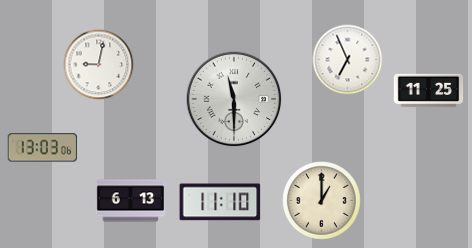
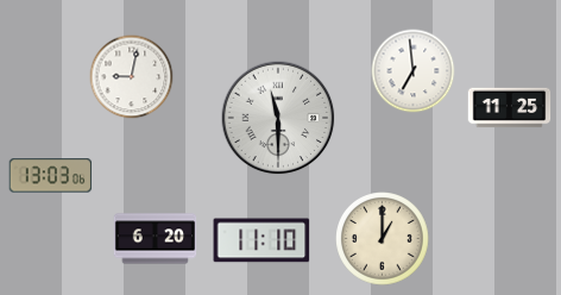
clock at (348, 60): 6:56 -> 6:59
clock at (99, 65) position: (99, 65) -> (132, 77)
clock at (131, 201): 6:13 -> 6:20
